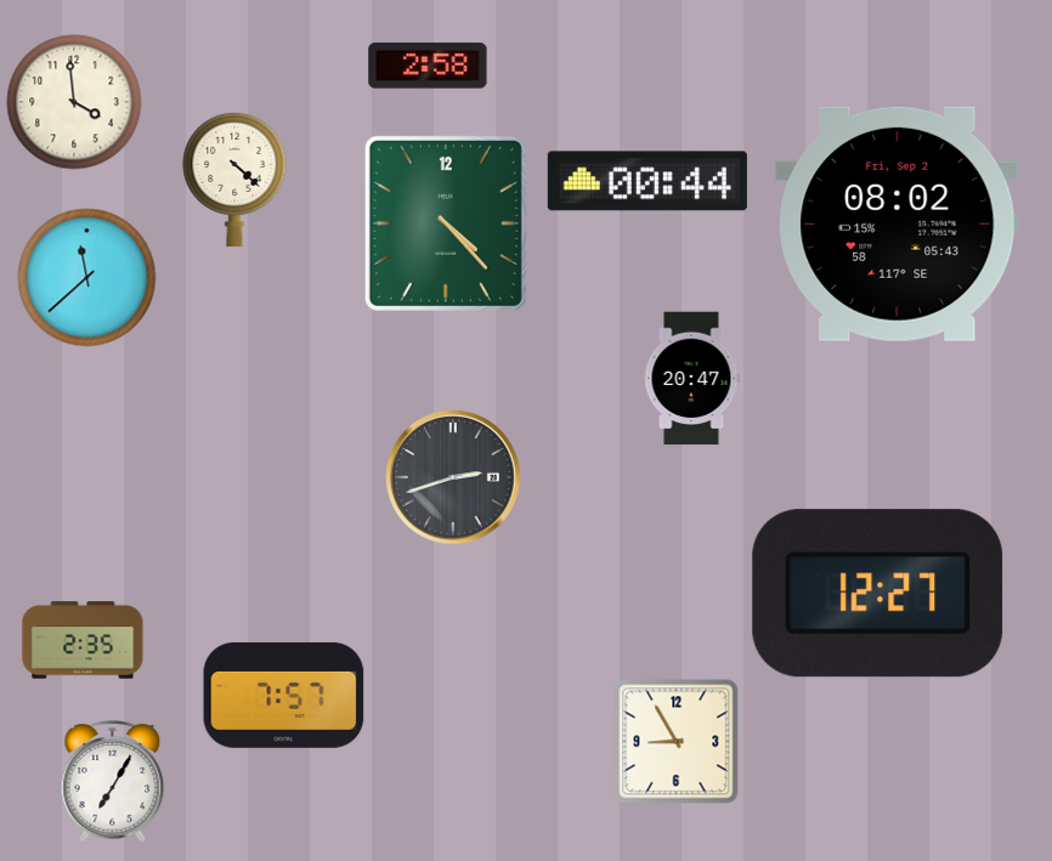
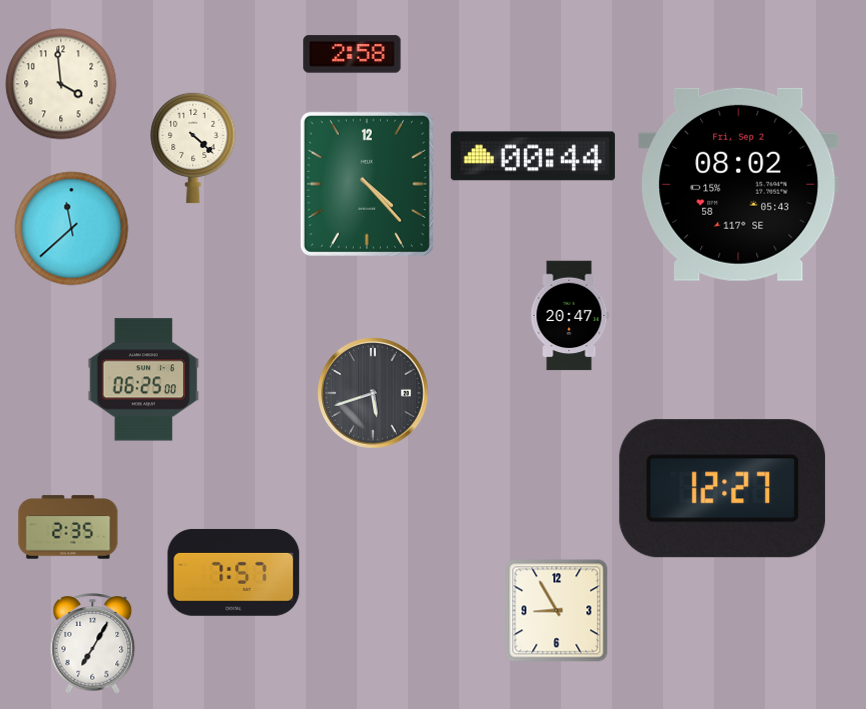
clock at (647, 181) position: (647, 181) -> (533, 156)
clock at (691, 379) position: (691, 379) -> (569, 316)
clock at (144, 380): none -> 06:25
clock at (453, 477): 2:42 -> 5:42
